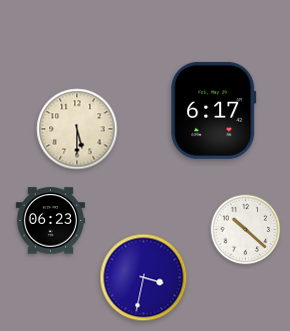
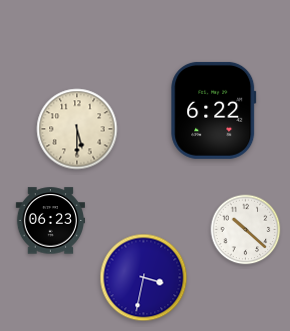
clock at (214, 110): 6:17 -> 6:22
